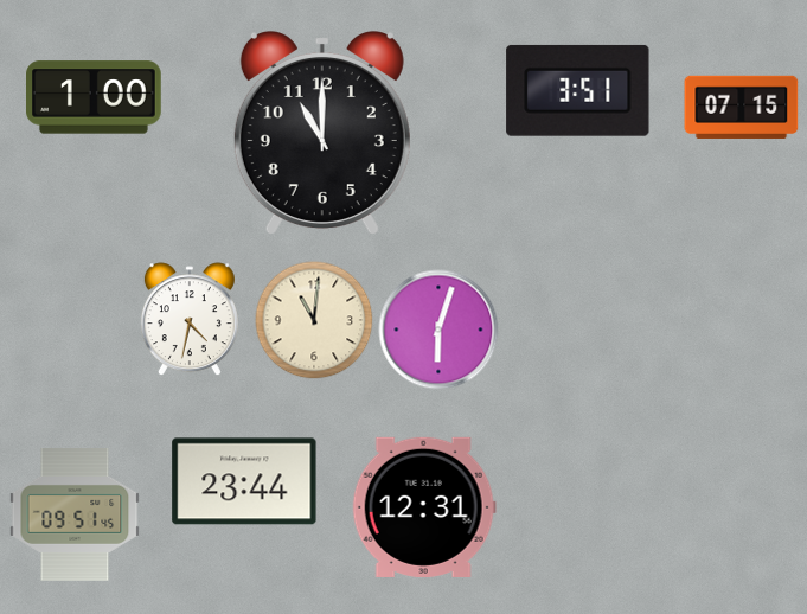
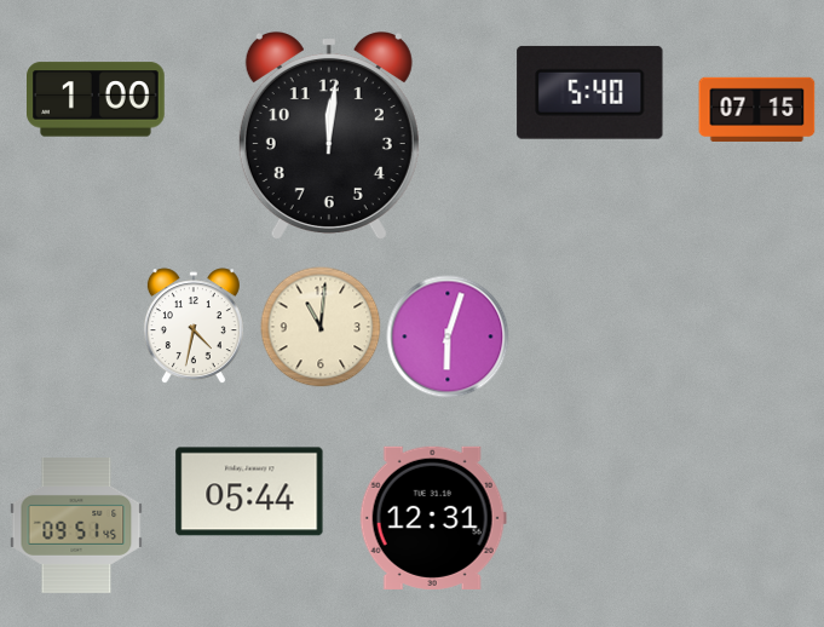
clock at (578, 90): 3:51 -> 5:40
clock at (322, 133): 11:00 -> 12:01
clock at (244, 481): 23:44 -> 05:44
